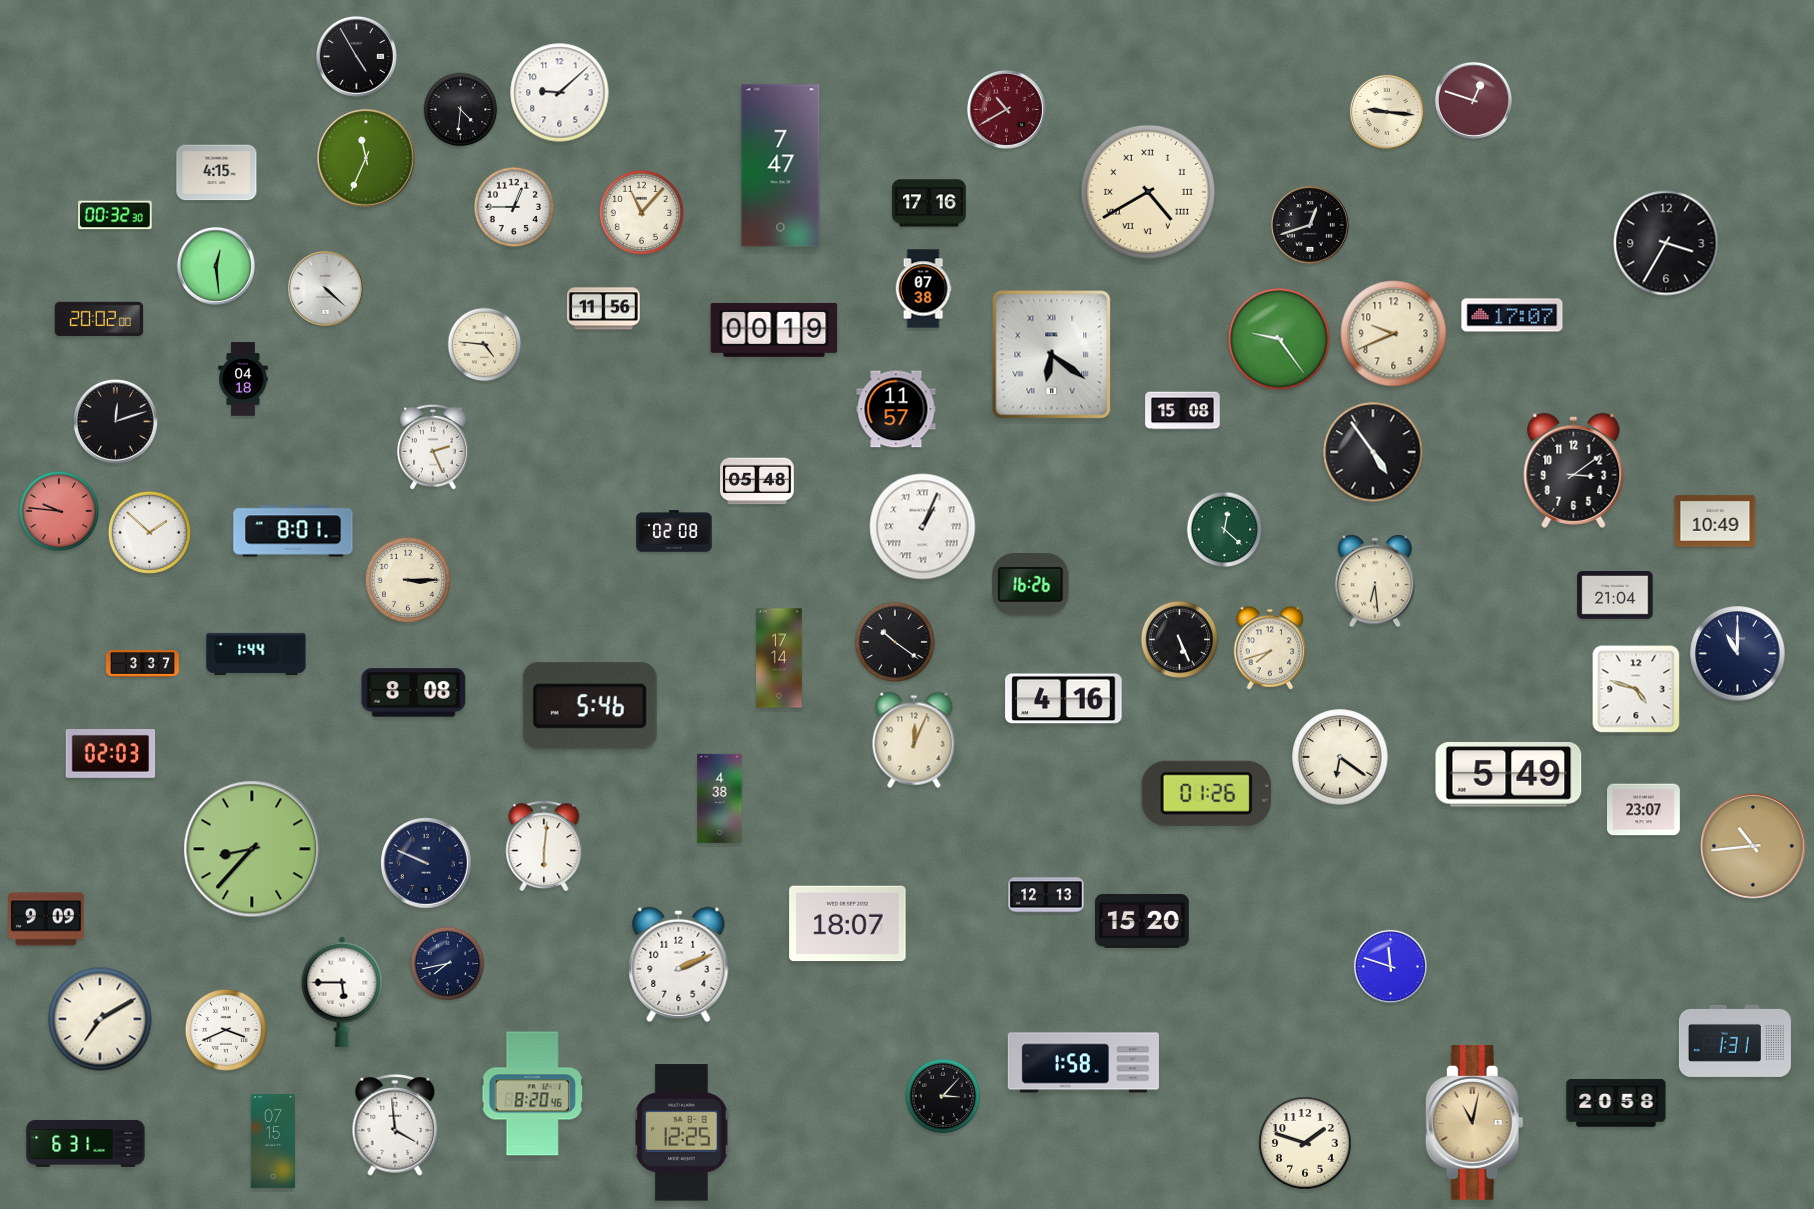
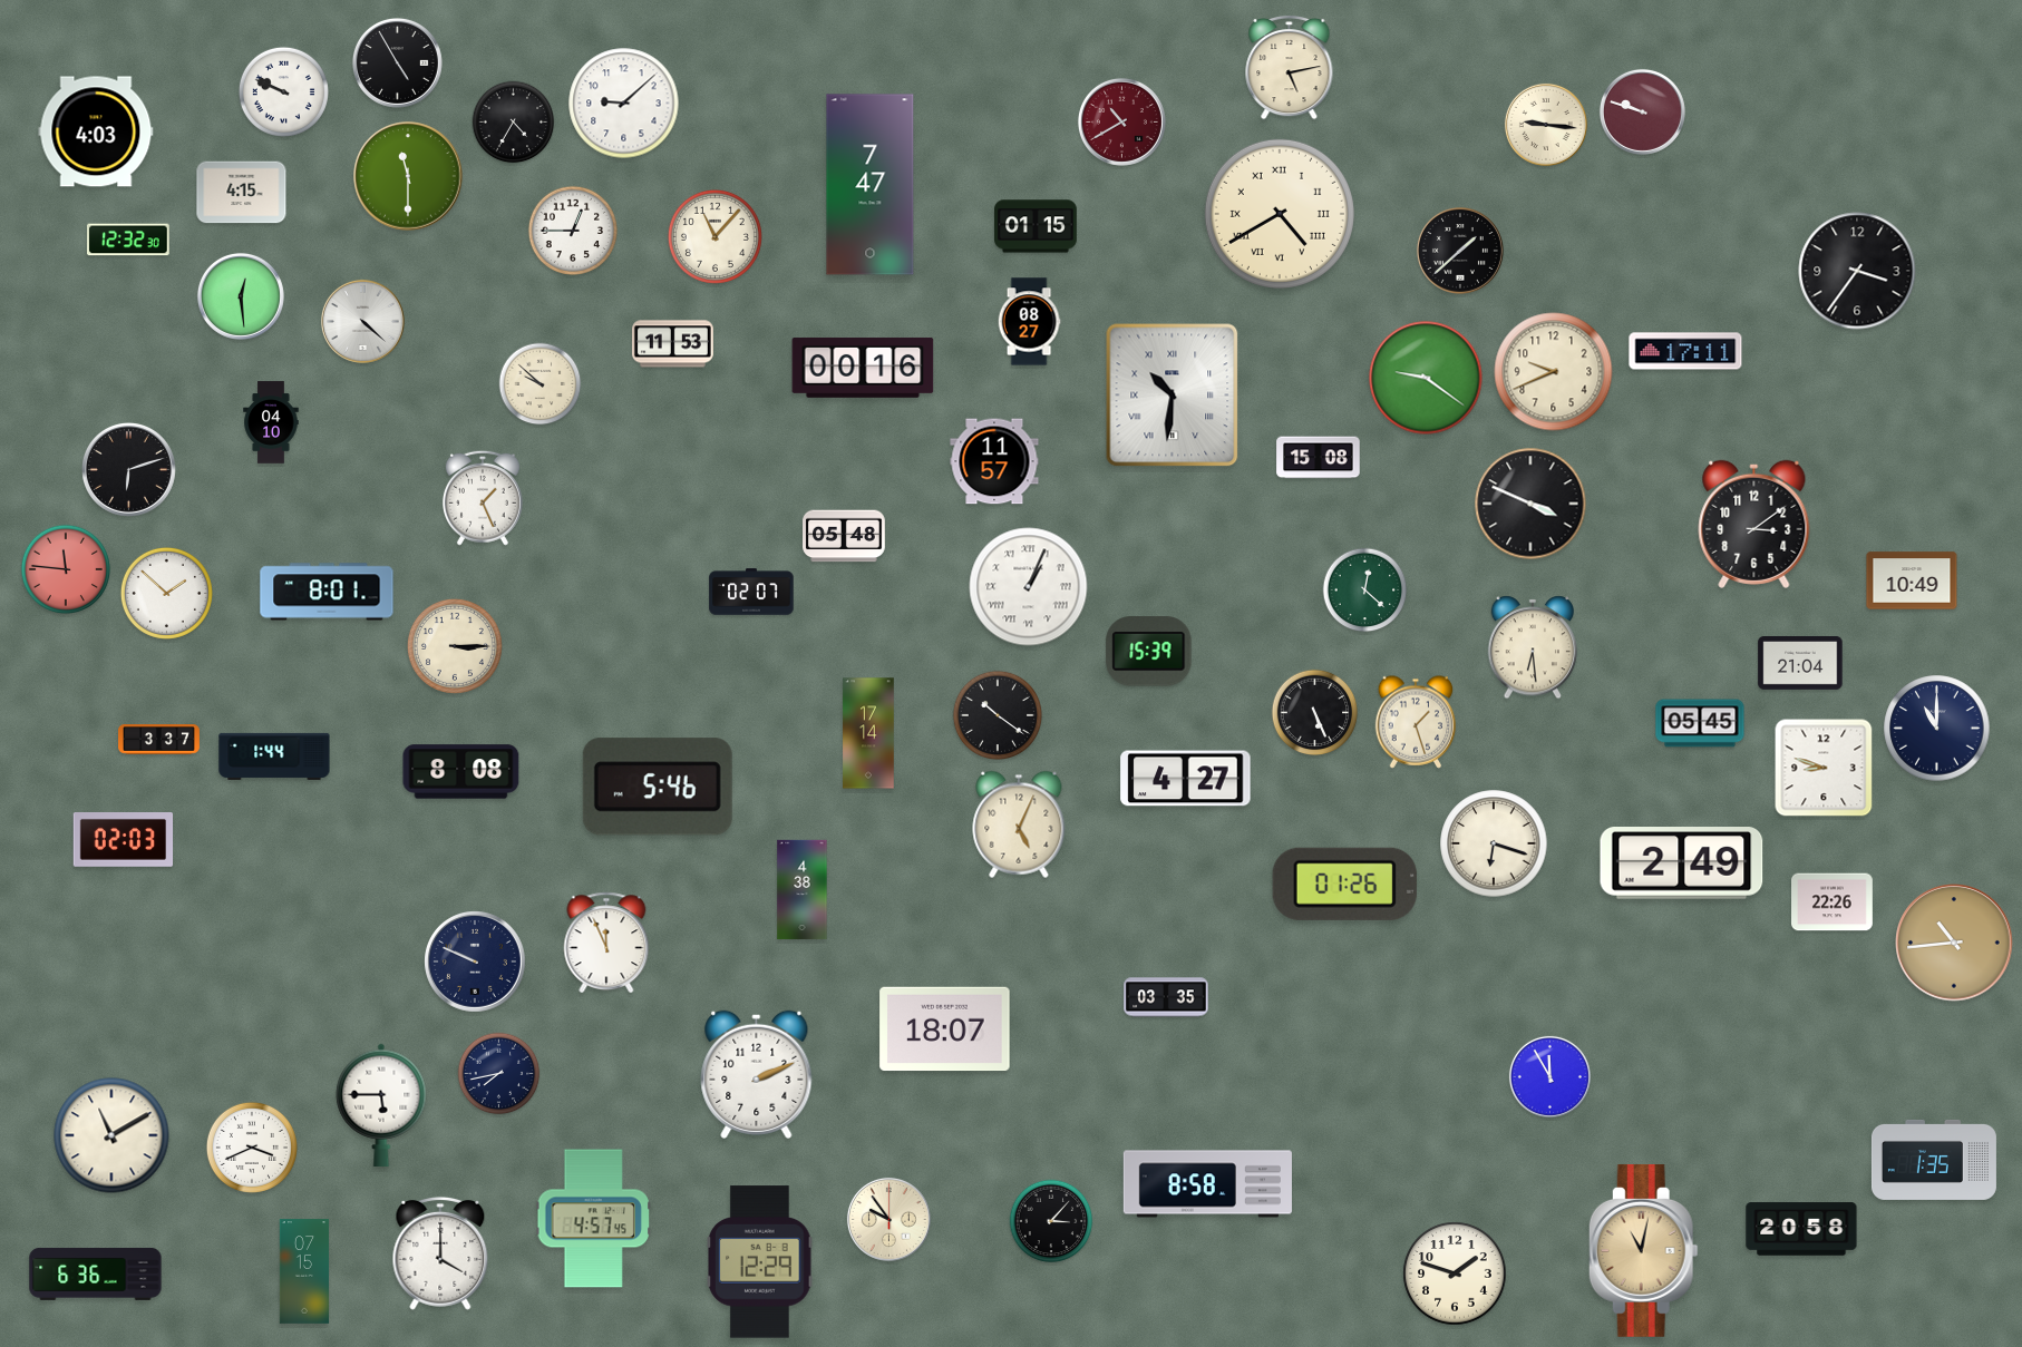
clock at (1290, 67): none -> 5:13
clock at (283, 91): none -> 9:49
clock at (1473, 100): 12:48 -> 9:48
clock at (461, 110): 4:31 -> 4:35
clock at (96, 131): none -> 4:03
clock at (366, 158): 11:34 -> 11:30
clock at (929, 203): 17:16 -> 01:15
clock at (116, 215): 00:32 -> 12:32
clock at (1310, 225): 12:42 -> 1:38
clock at (1666, 243): 3:35 -> 3:36
clock at (923, 289): 07:38 -> 08:27
clock at (603, 309): 11:56 -> 11:53
clock at (1512, 315): 17:07 -> 17:11
clock at (99, 319): 20:02 -> none
clock at (774, 330): 00:19 -> 00:16
clock at (1279, 339): 9:24 -> 9:21
clock at (485, 345): 4:46 -> 9:52
clock at (1052, 355): 6:21 -> 10:31
clock at (243, 379): 04:18 -> 04:10
clock at (896, 409) position: (896, 409) -> (994, 461)
clock at (115, 421): 12:12 -> 6:12
clock at (433, 447): 2:26 -> 1:26
clock at (1373, 452): 4:54 -> 3:49
clock at (58, 510): 9:46 -> 11:46
clock at (674, 531): 02:08 -> 02:07
clock at (1031, 585): 16:26 -> 15:39
clock at (1270, 648): 7:42 -> 1:27
clock at (1700, 723): none -> 05:45
clock at (256, 654) position: (256, 654) -> (274, 757)
clock at (1636, 689): 4:48 -> 8:48
clock at (1064, 699): 4:16 -> 4:27
clock at (914, 740): 12:04 -> 5:04
clock at (1340, 757): 6:21 -> 6:18
clock at (1509, 775): 5:49 -> 2:49
clock at (1644, 810): 23:07 -> 22:26
clock at (544, 846): 6:01 -> 11:56
clock at (252, 849): 8:37 -> none
clock at (1046, 895): 12:13 -> 03:35
clock at (46, 919): 9:09 -> none
clock at (1143, 921): 15:20 -> none
clock at (1390, 966): 11:48 -> 11:55
clock at (100, 1019): 7:10 -> 11:10
clock at (1735, 1041): 1:31 -> 1:35
clock at (1083, 1063): 1:58 -> 8:58
clock at (532, 1094): 8:20 -> 4:57
clock at (888, 1219): none -> 9:54
clock at (395, 1125): 3:59 -> 4:00
clock at (682, 1133): 12:25 -> 12:29
clock at (86, 1143): 6:31 -> 6:36
